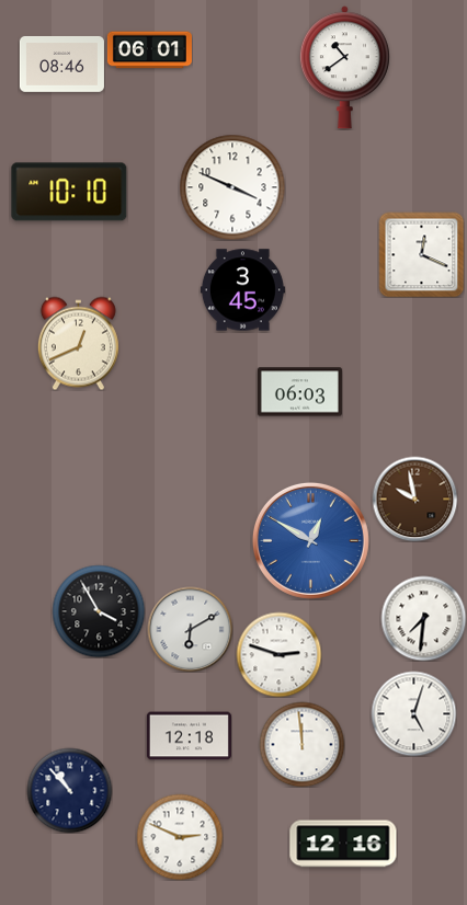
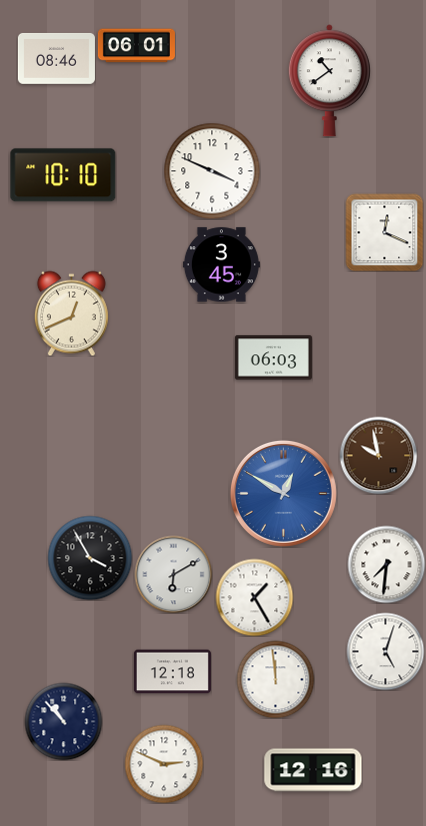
clock at (344, 68) position: (344, 68) -> (329, 81)
clock at (278, 654): 2:48 -> 1:25
clock at (413, 713) position: (413, 713) -> (385, 651)
